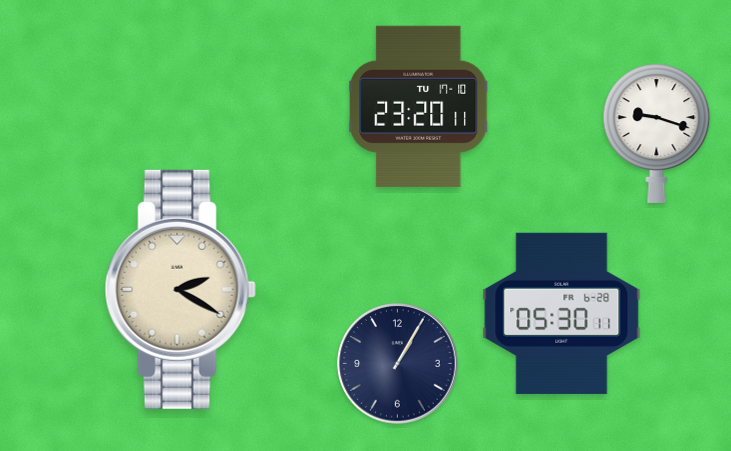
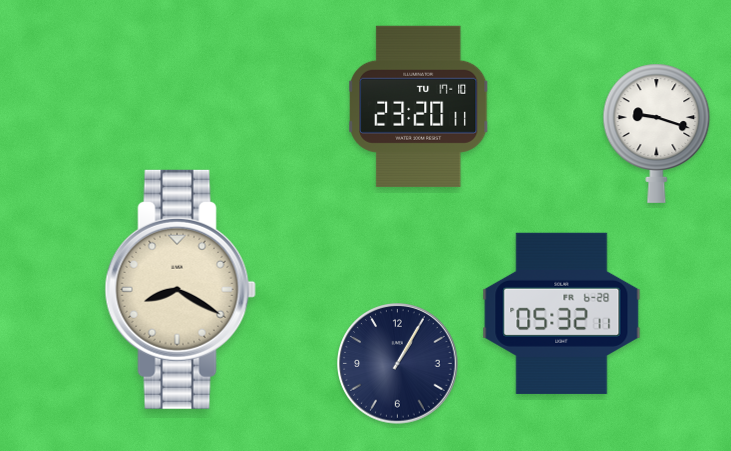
clock at (180, 289): 2:20 -> 8:20
clock at (562, 313): 05:30 -> 05:32
